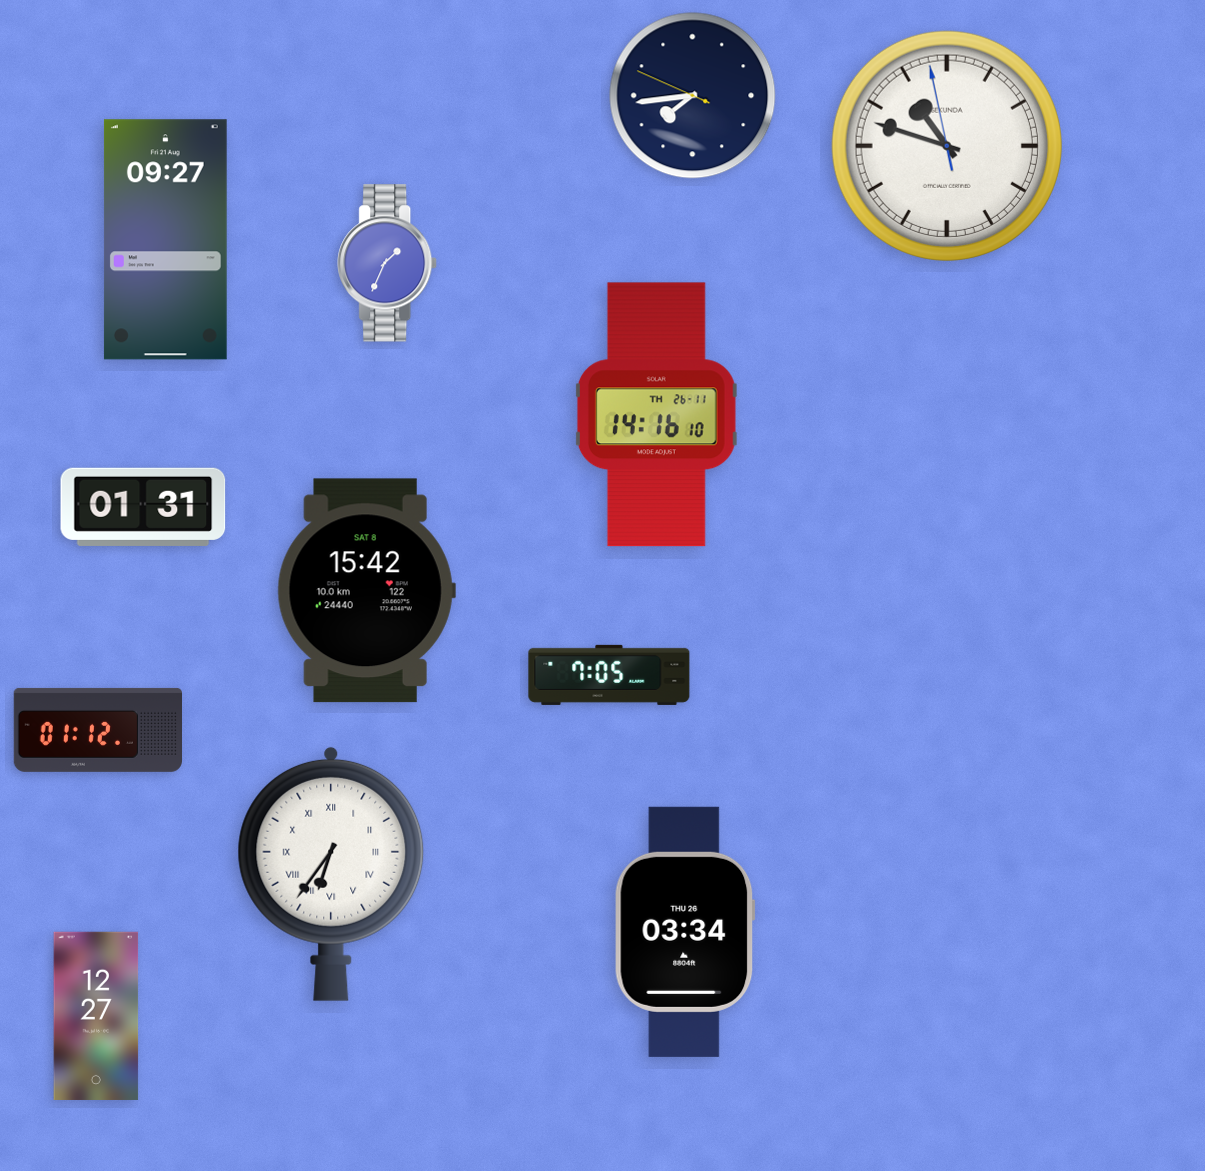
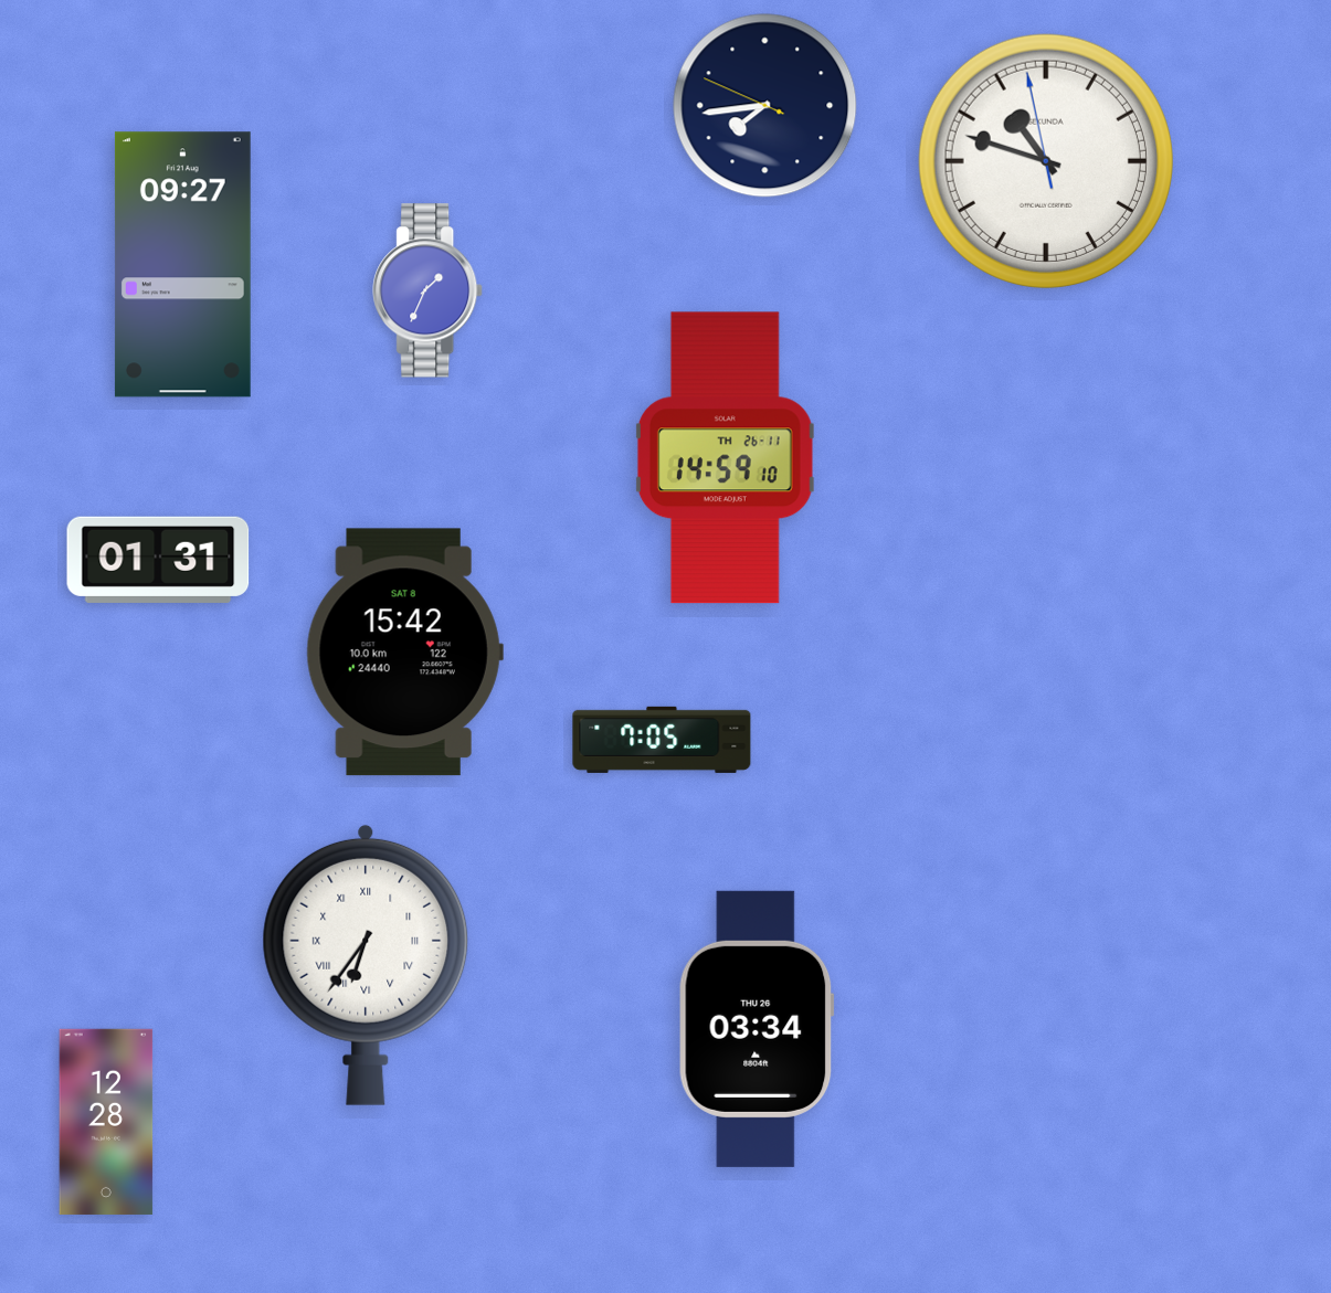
clock at (656, 415): 14:16 -> 14:59
clock at (609, 675) position: (609, 675) -> (662, 740)
clock at (97, 730): 01:12 -> none
clock at (96, 1016): 12:27 -> 12:28
